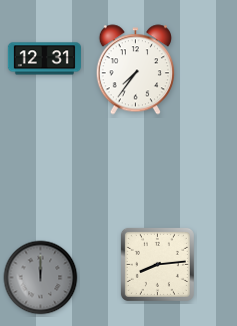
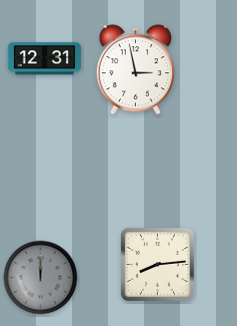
clock at (135, 70): 7:36 -> 2:58
